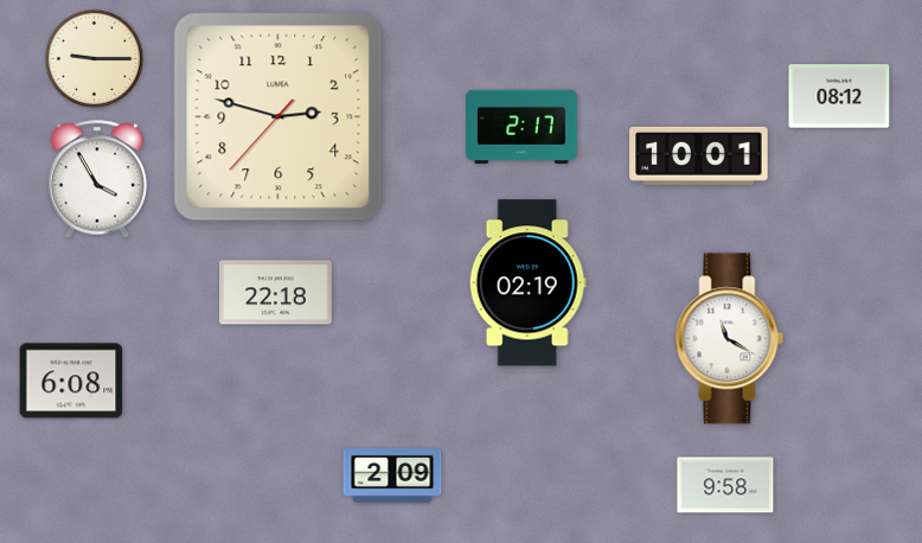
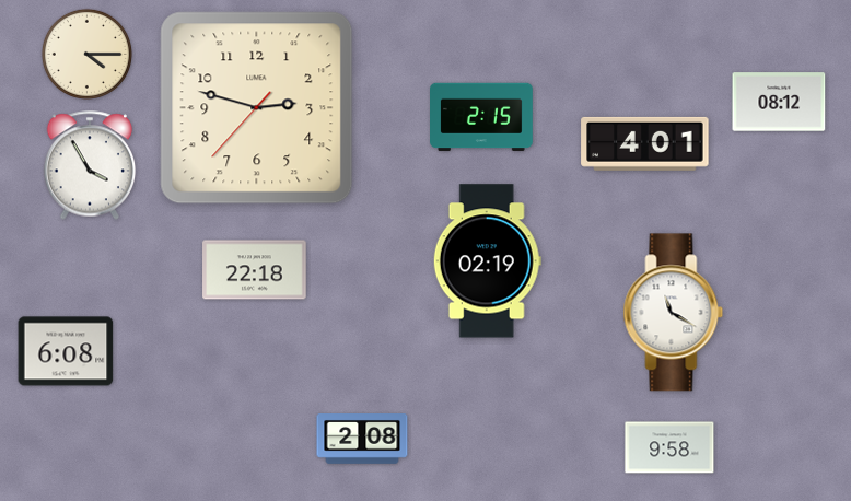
clock at (94, 58): 9:15 -> 4:15
clock at (839, 96) position: (839, 96) -> (779, 102)
clock at (523, 127): 2:17 -> 2:15
clock at (699, 155): 10:01 -> 4:01
clock at (392, 477): 2:09 -> 2:08
